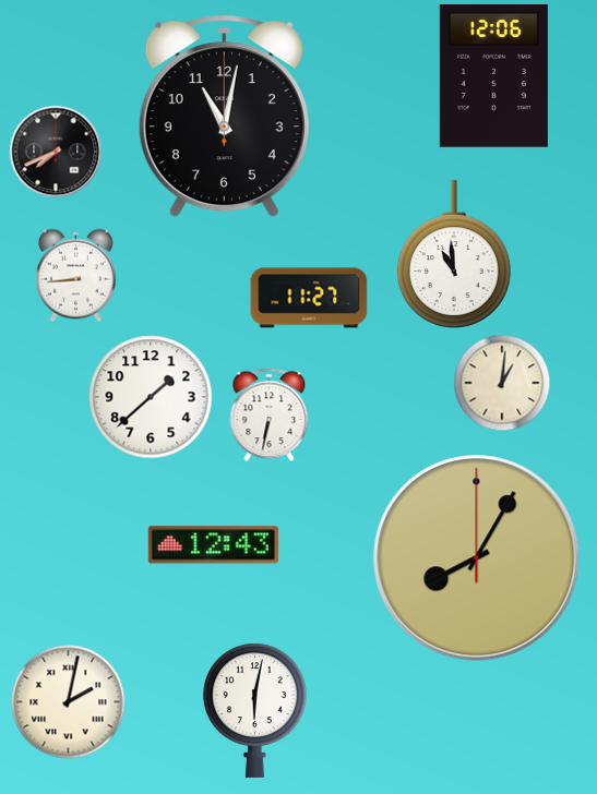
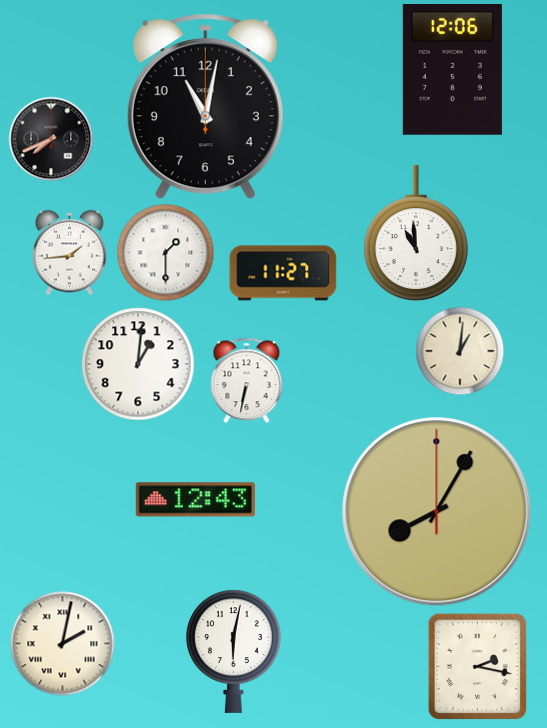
clock at (76, 275): 8:44 -> 1:44
clock at (165, 252): none -> 1:30
clock at (151, 397): 1:38 -> 1:01
clock at (478, 666): none -> 2:17
